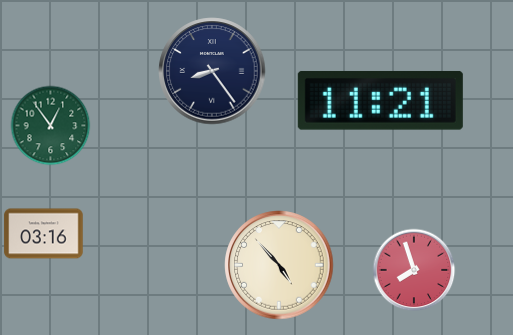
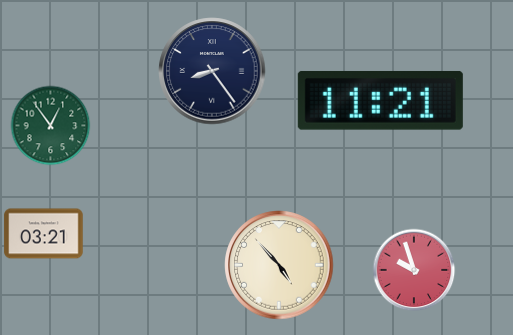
clock at (44, 234): 03:16 -> 03:21
clock at (414, 270): 7:57 -> 9:57
